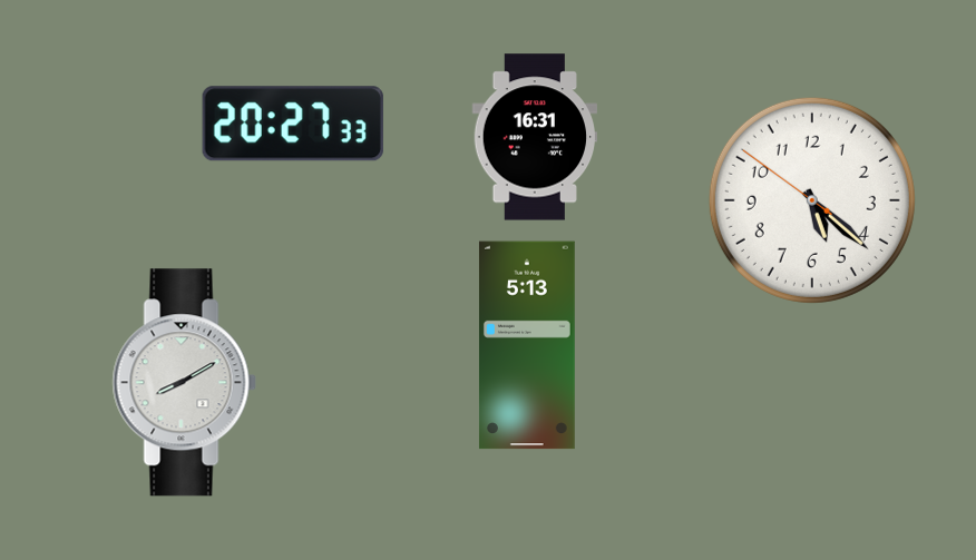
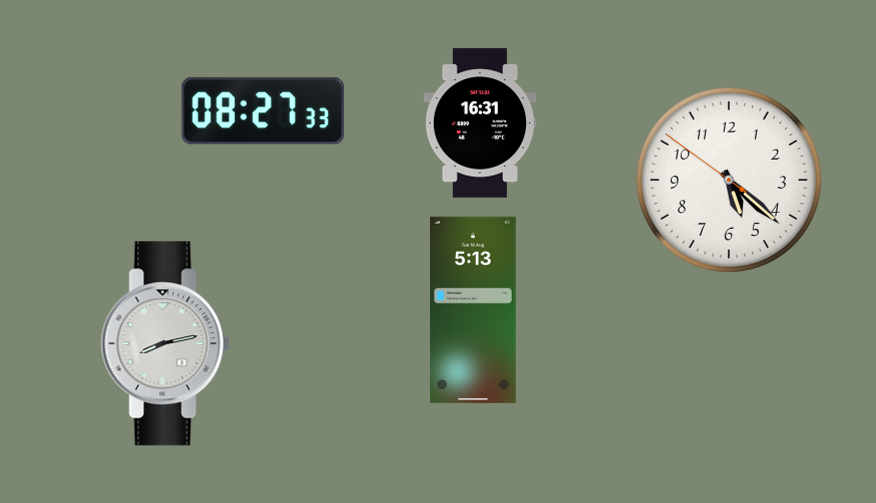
clock at (293, 124): 20:27 -> 08:27
clock at (184, 383): 8:10 -> 8:13
